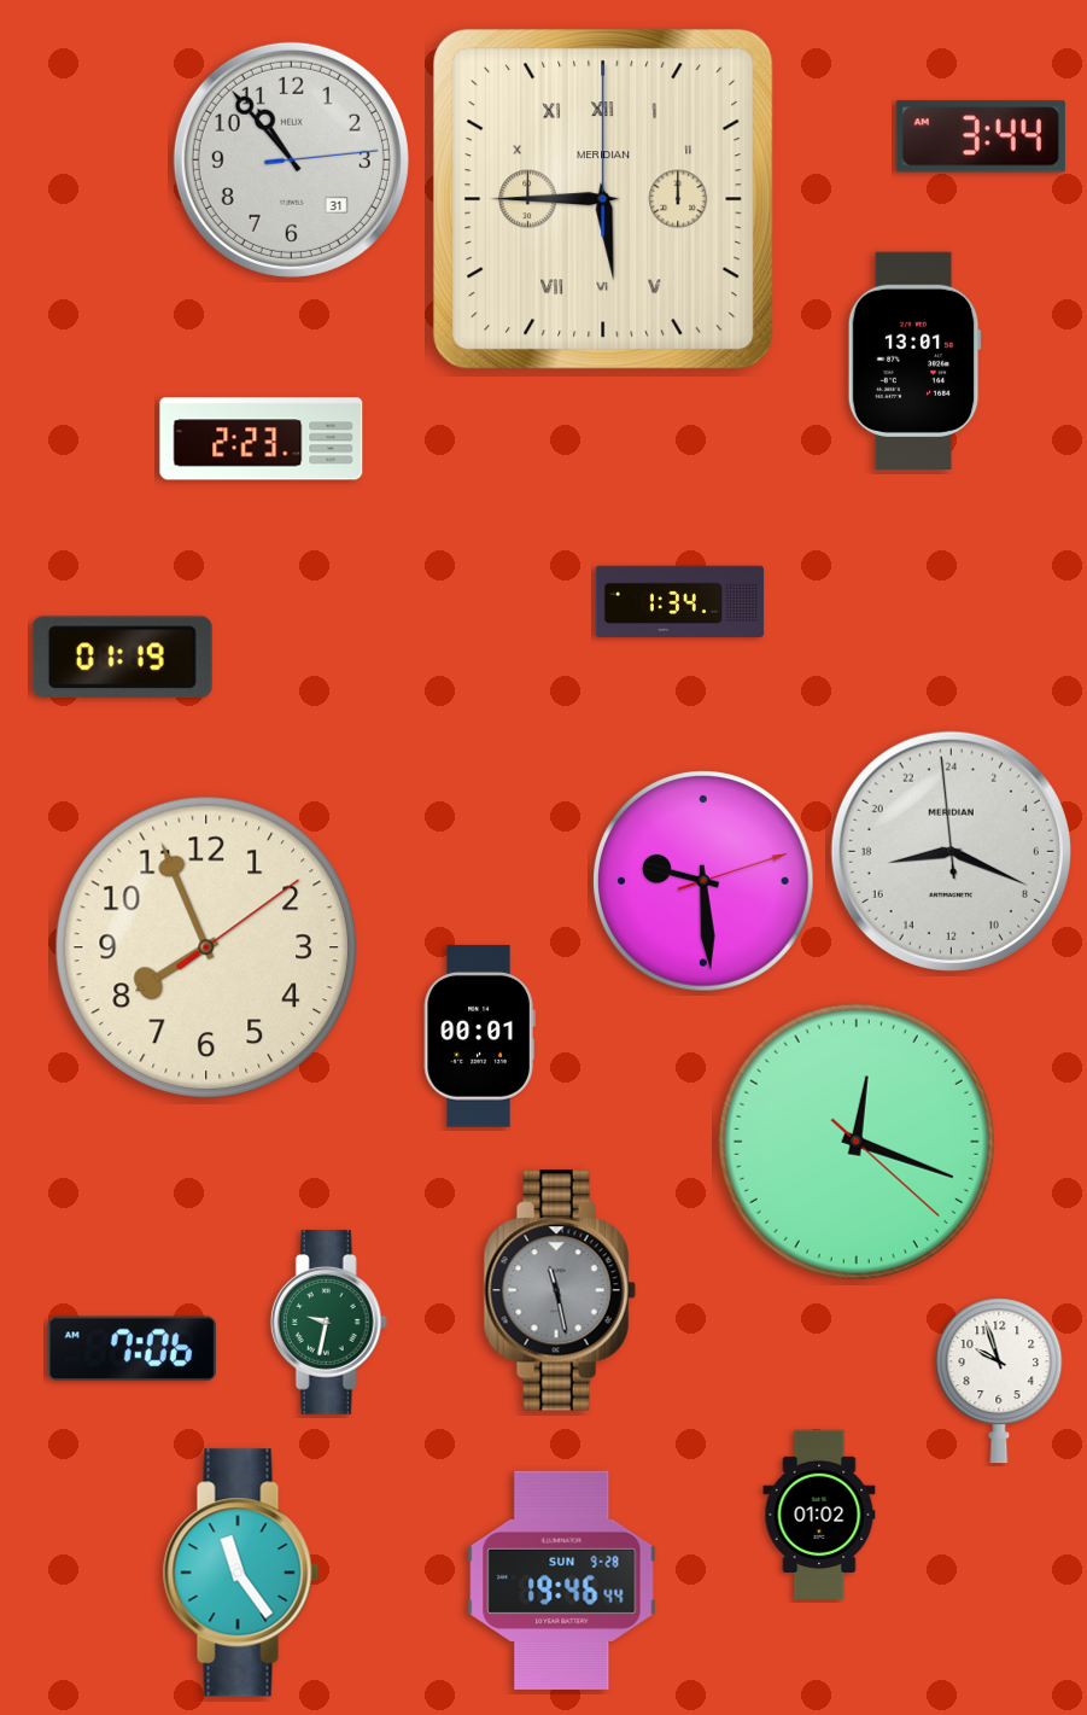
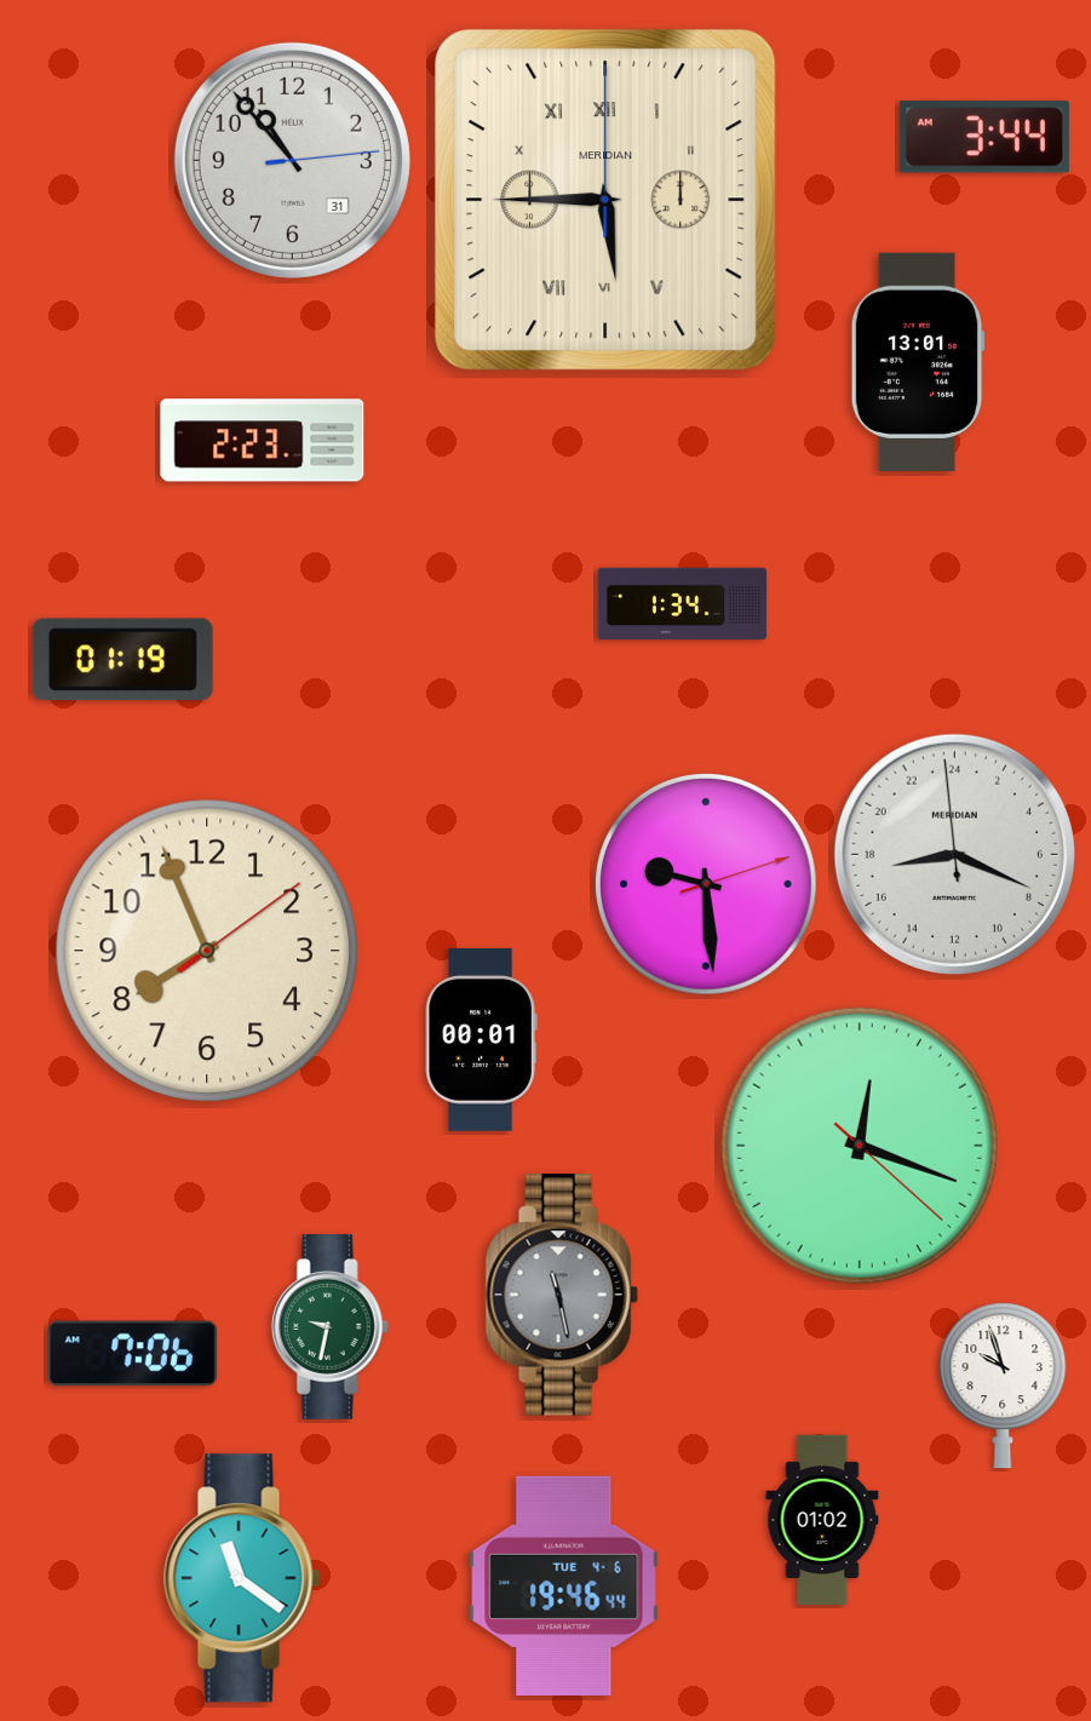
clock at (241, 1573): 11:24 -> 11:21
clock at (562, 1580) date: SUN 9-28 -> TUE 4-6
